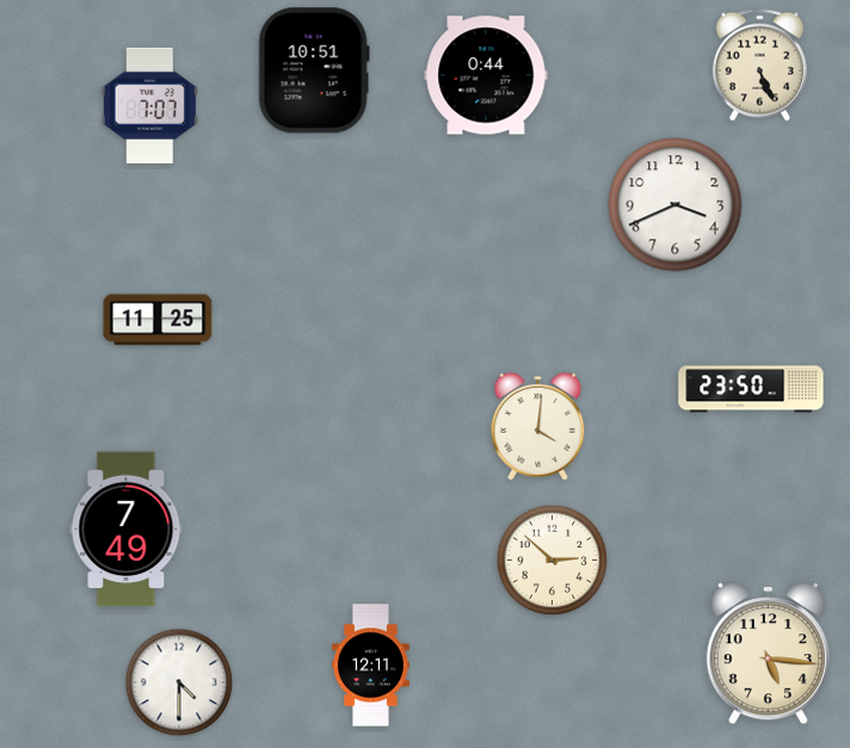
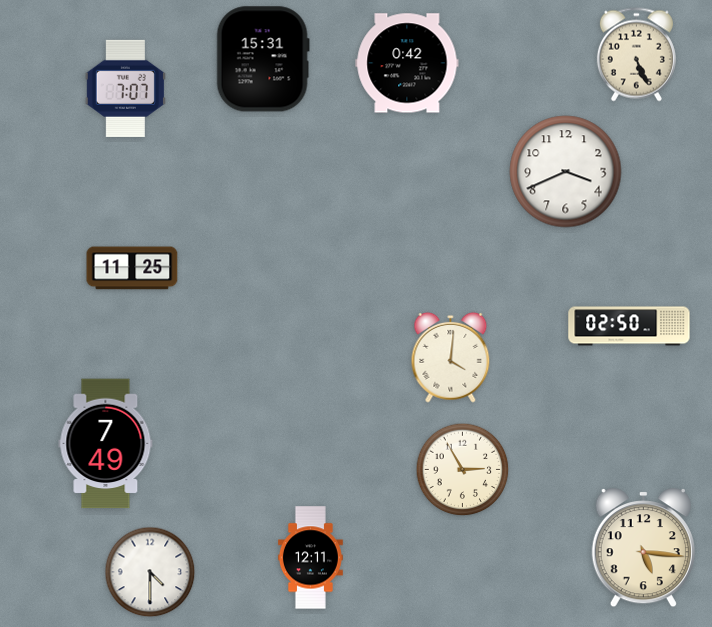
clock at (314, 70): 10:51 -> 15:31
clock at (486, 75): 0:44 -> 0:42
clock at (751, 389): 23:50 -> 02:50
clock at (553, 561): 2:52 -> 2:55
